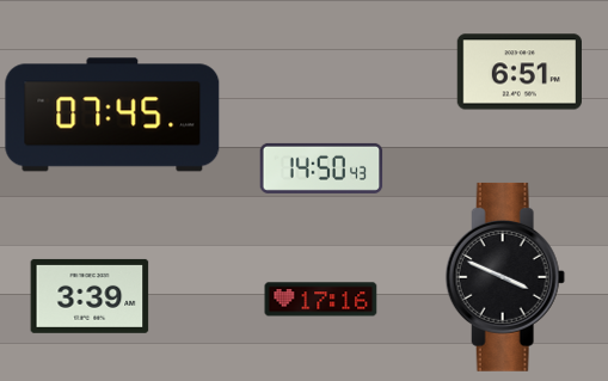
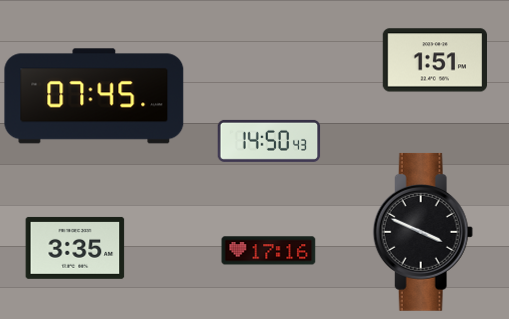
clock at (518, 72): 6:51 -> 1:51
clock at (90, 296): 3:39 -> 3:35
